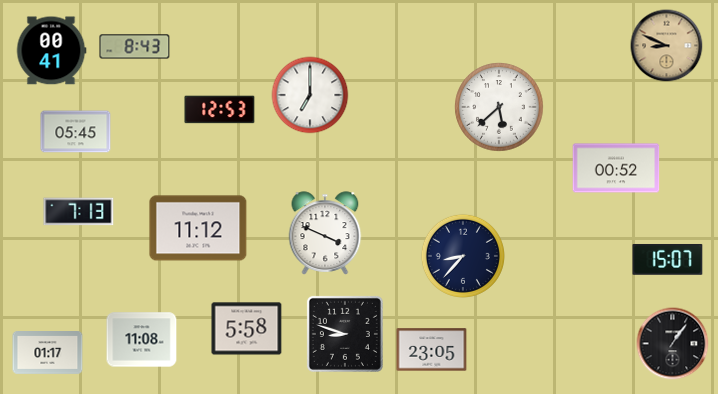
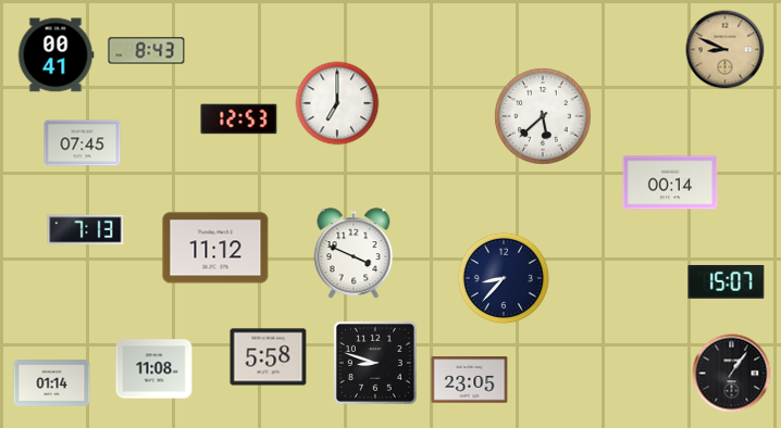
clock at (76, 132): 05:45 -> 07:45
clock at (616, 168): 00:52 -> 00:14
clock at (48, 353): 01:17 -> 01:14
